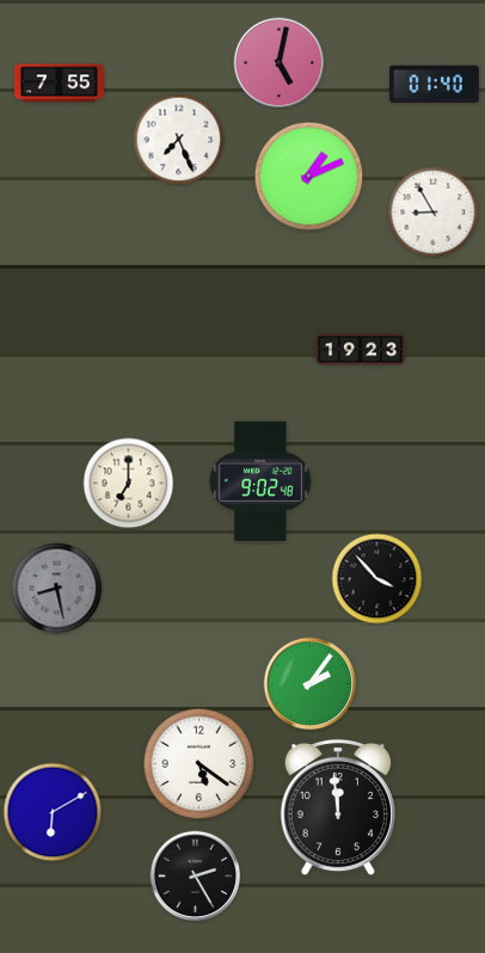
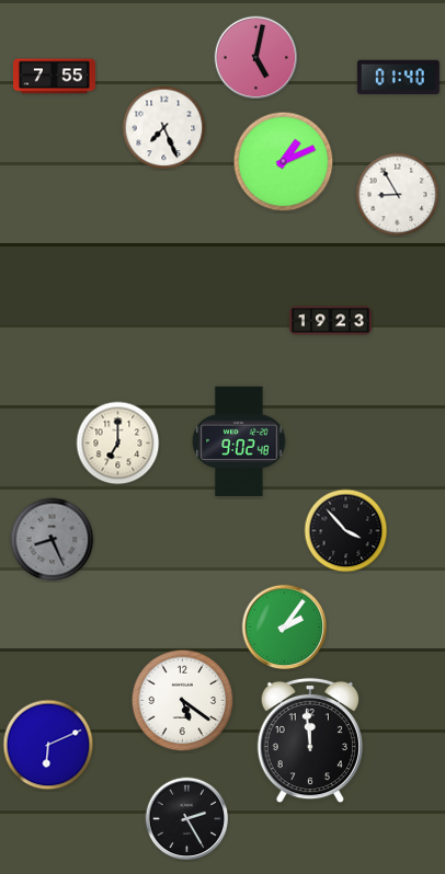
clock at (57, 589): 8:28 -> 8:26
clock at (53, 812): 6:10 -> 6:11
clock at (196, 877) position: (196, 877) -> (187, 819)
